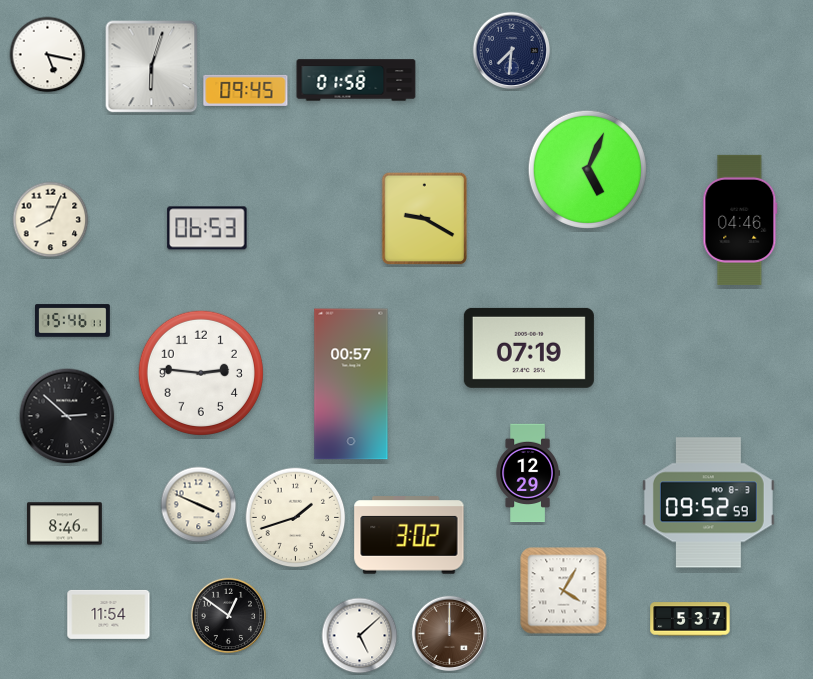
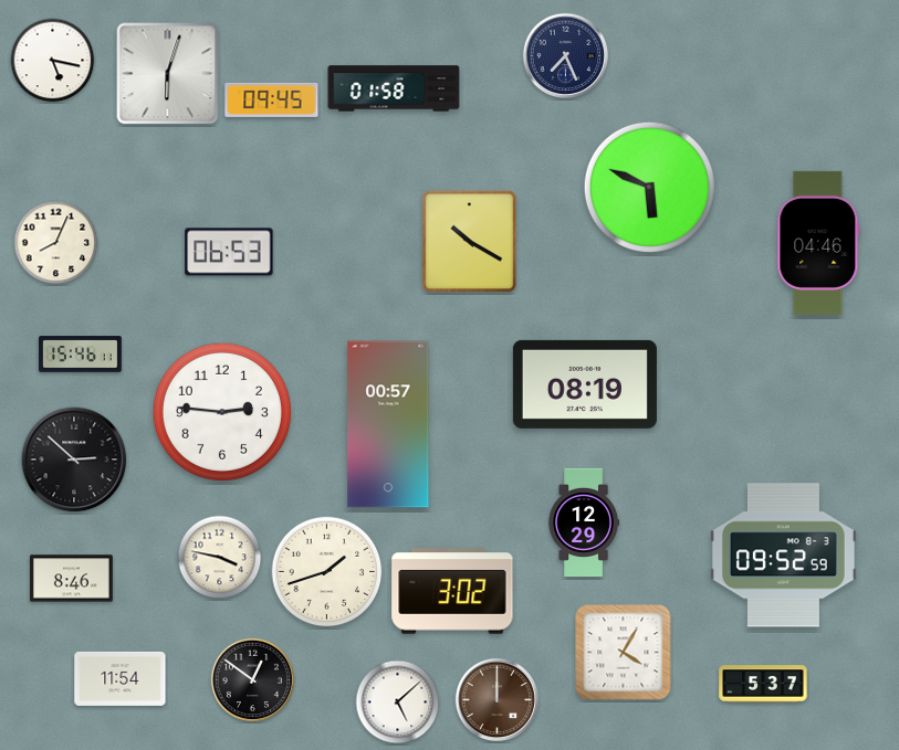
clock at (512, 51): 7:31 -> 7:26
clock at (587, 169): 5:04 -> 5:49
clock at (425, 219): 9:20 -> 10:20
clock at (529, 348): 07:19 -> 08:19
clock at (199, 505): 3:49 -> 3:47
